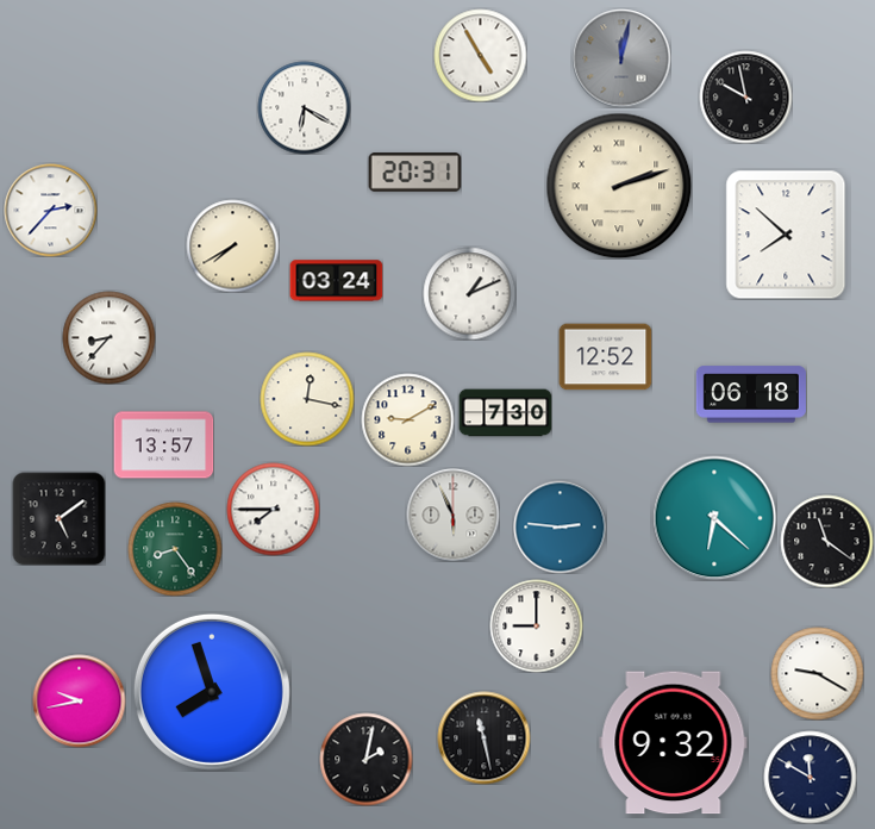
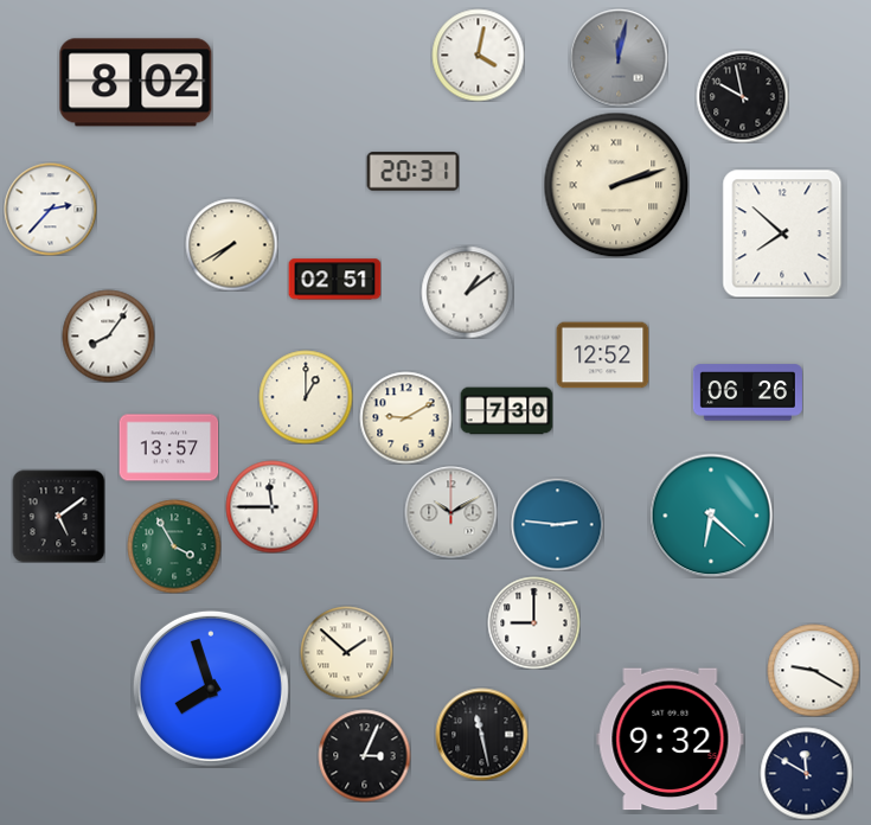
clock at (480, 55): 4:55 -> 4:02
clock at (136, 83): none -> 8:02
clock at (304, 107): 6:20 -> none
clock at (336, 281): 03:24 -> 02:51
clock at (469, 293): 1:11 -> 1:09
clock at (108, 337): 8:37 -> 8:06
clock at (751, 394): 06:18 -> 06:26
clock at (307, 399): 12:17 -> 1:00
clock at (505, 413) position: (505, 413) -> (506, 411)
clock at (163, 445) position: (163, 445) -> (168, 448)
clock at (273, 509): 7:45 -> 11:45
clock at (452, 515): 5:56 -> 10:10
clock at (826, 541): 11:21 -> none
clock at (175, 549): 8:24 -> 3:55
clock at (346, 652): none -> 1:52
clock at (79, 700): 9:43 -> none
clock at (365, 759): 2:02 -> 3:04
